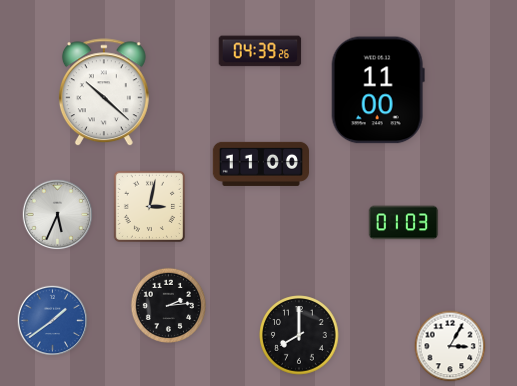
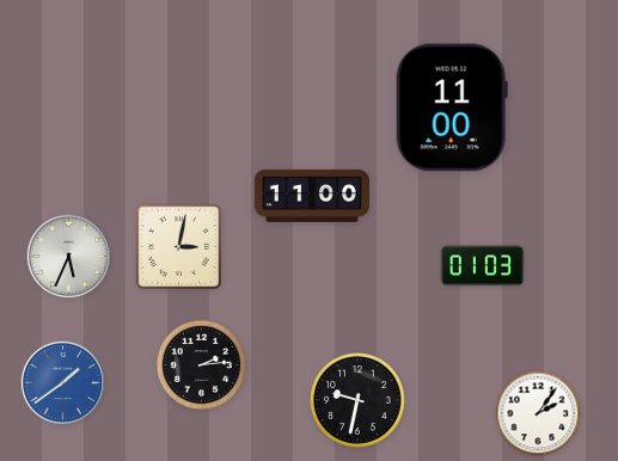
clock at (260, 51): 04:39 -> none
clock at (104, 93): 10:22 -> none
clock at (299, 335): 8:00 -> 9:32
clock at (450, 346): 3:05 -> 2:06
